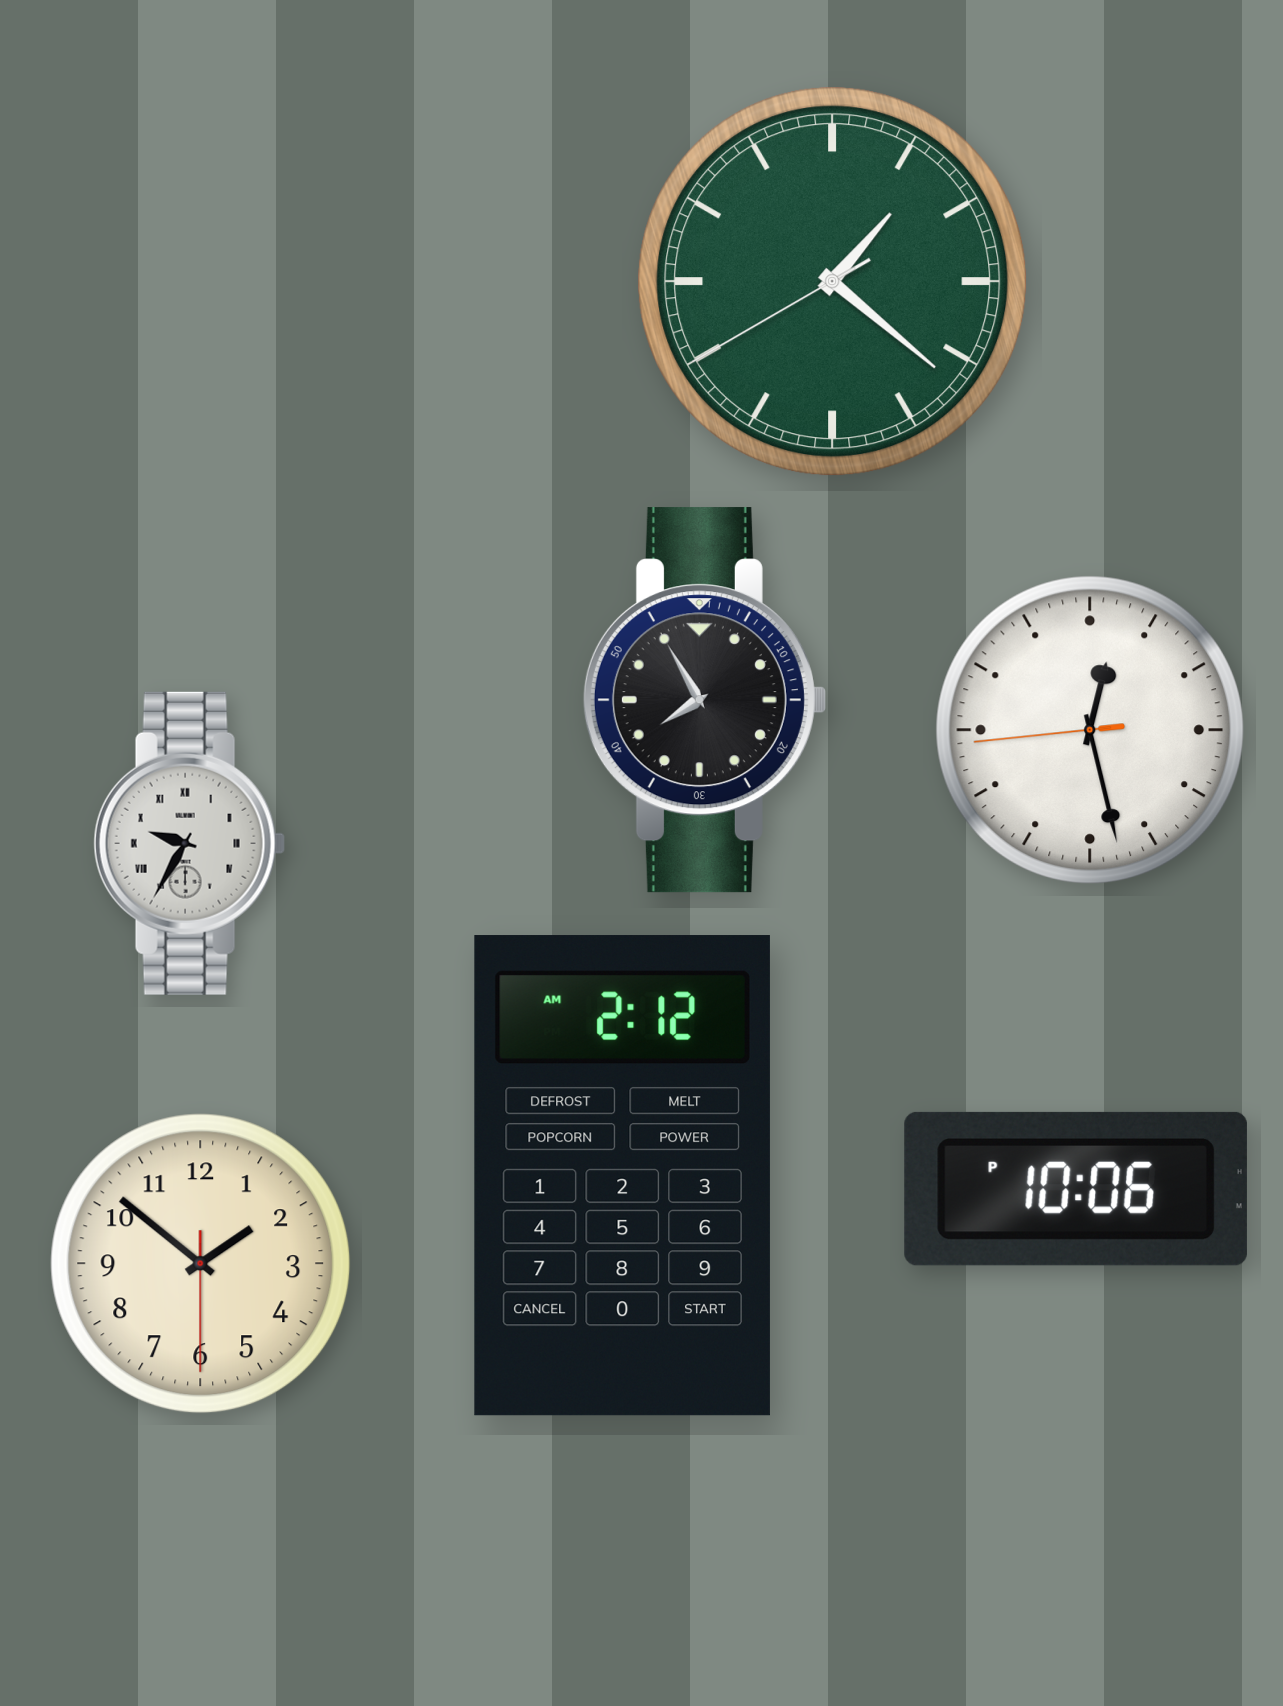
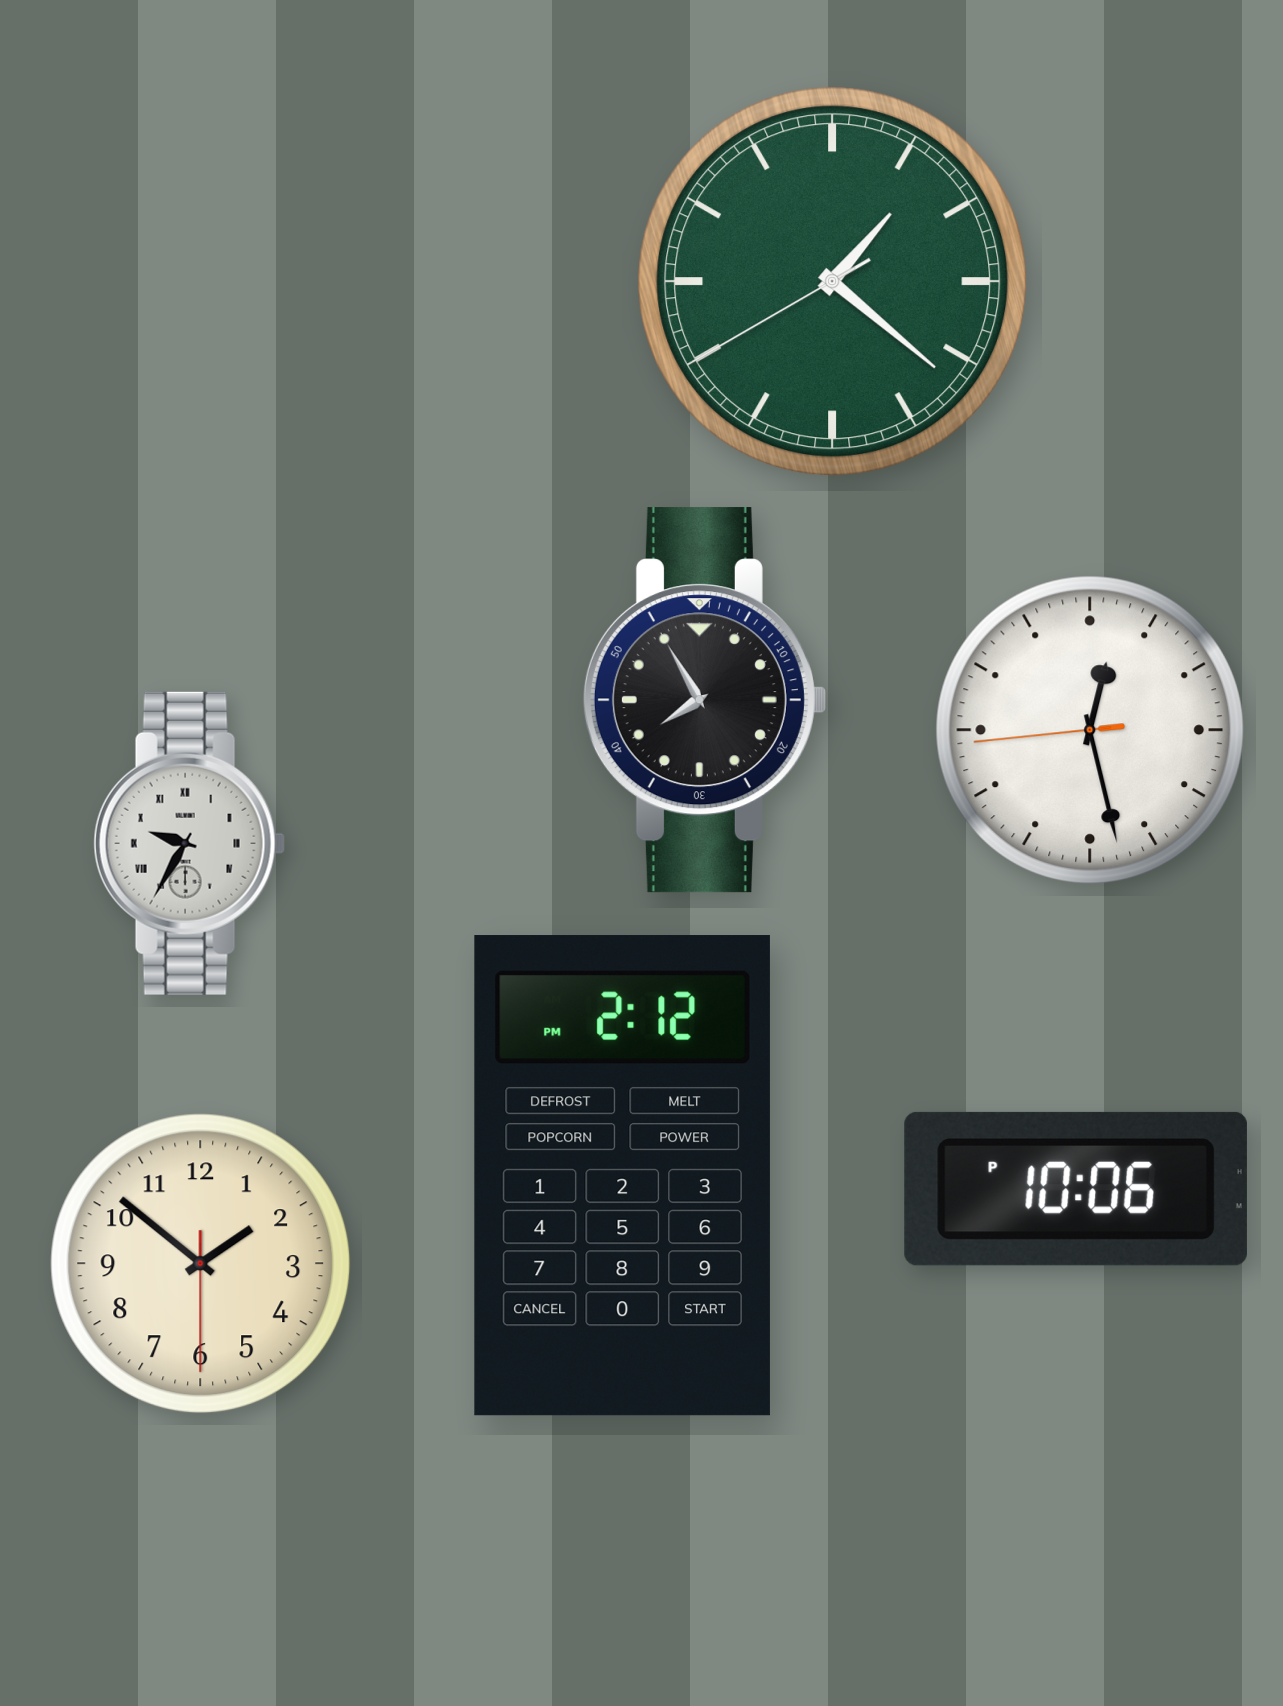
clock at (622, 1176): 2:12 AM -> 2:12 PM
